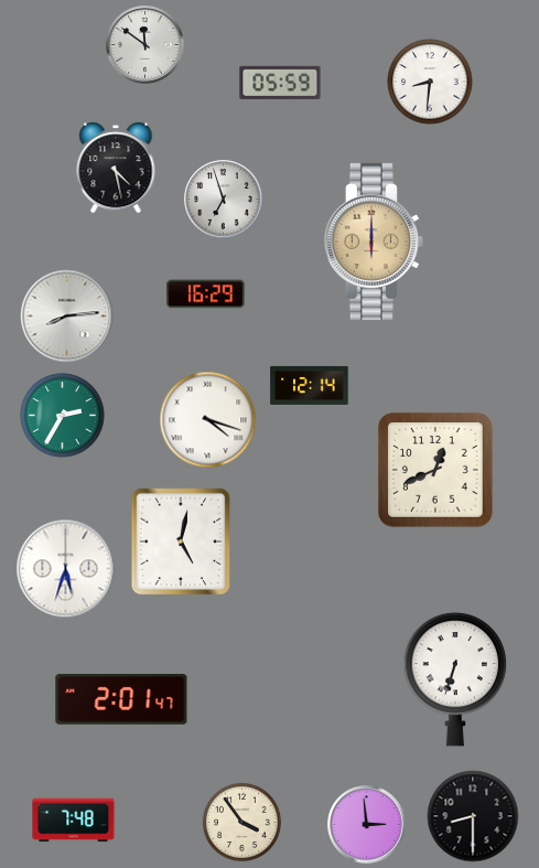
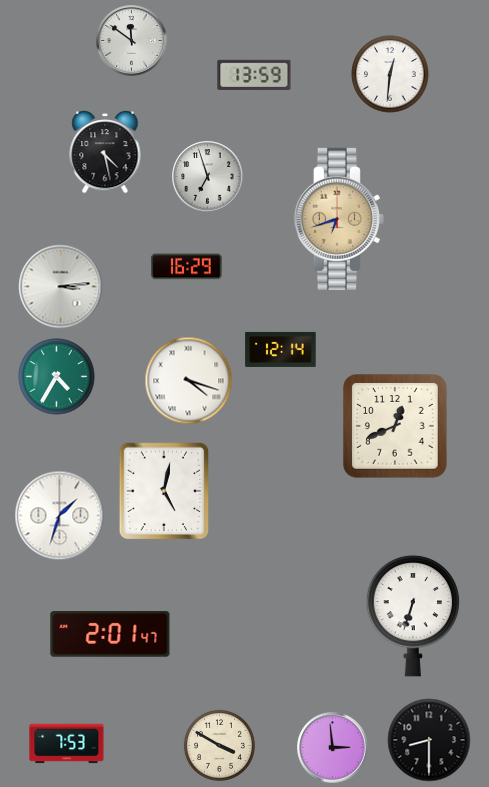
clock at (430, 82): 8:31 -> 12:31
clock at (280, 83): 05:59 -> 13:59
clock at (224, 200) position: (224, 200) -> (208, 177)
clock at (374, 242): 6:00 -> 6:42
clock at (67, 317): 8:14 -> 3:14
clock at (63, 416): 2:35 -> 4:35
clock at (66, 569): 5:33 -> 1:33
clock at (74, 821): 7:48 -> 7:53
clock at (241, 822): 3:54 -> 3:50
